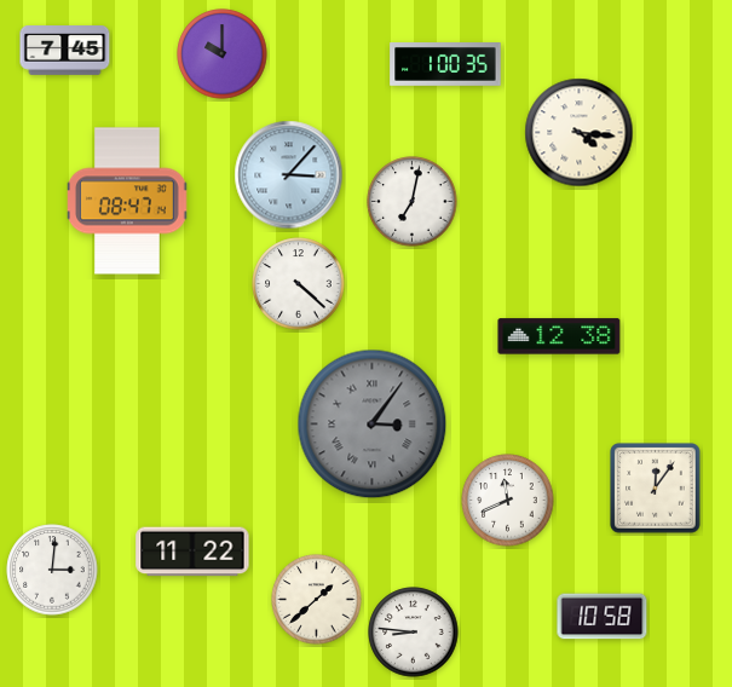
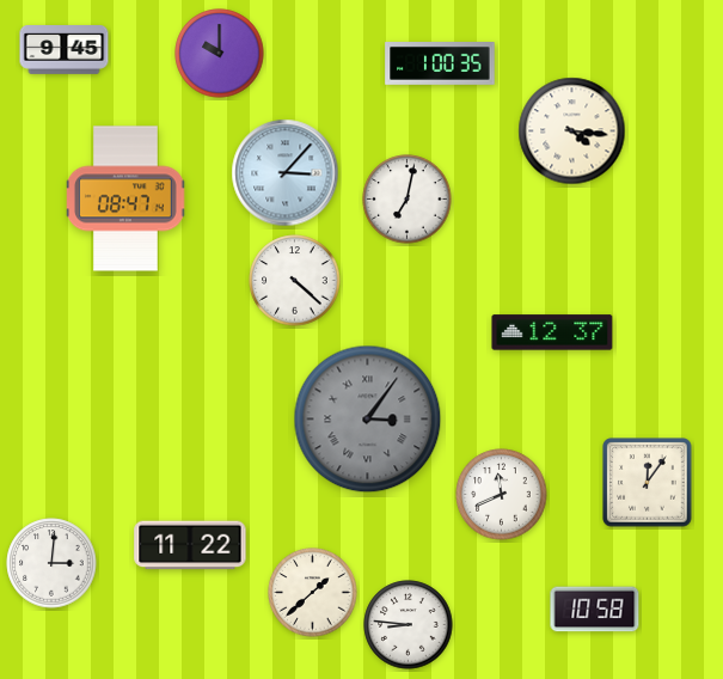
clock at (65, 51): 7:45 -> 9:45
clock at (559, 336): 12:38 -> 12:37
